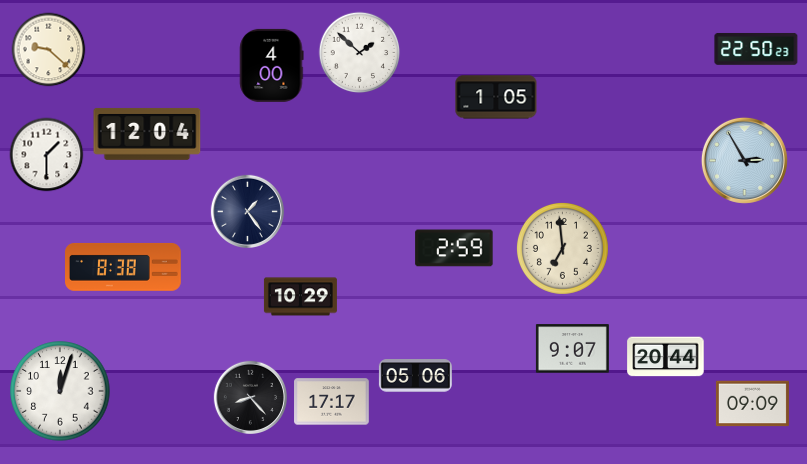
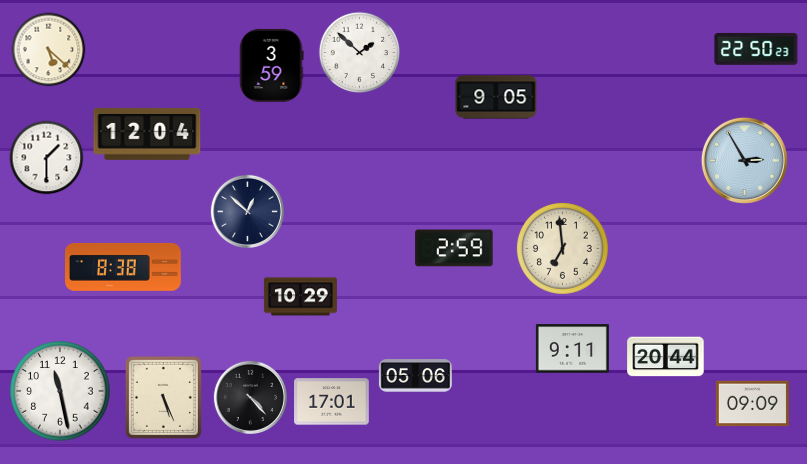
clock at (49, 50): 9:22 -> 5:22
clock at (272, 65): 4:00 -> 3:59
clock at (496, 97): 1:05 -> 9:05
clock at (47, 155) position: (47, 155) -> (47, 158)
clock at (247, 211): 1:24 -> 12:52
clock at (572, 349): 9:07 -> 9:11
clock at (60, 391): 12:03 -> 11:28
clock at (163, 397): none -> 5:26
clock at (250, 397): 8:23 -> 4:23
clock at (332, 402): 17:17 -> 17:01
